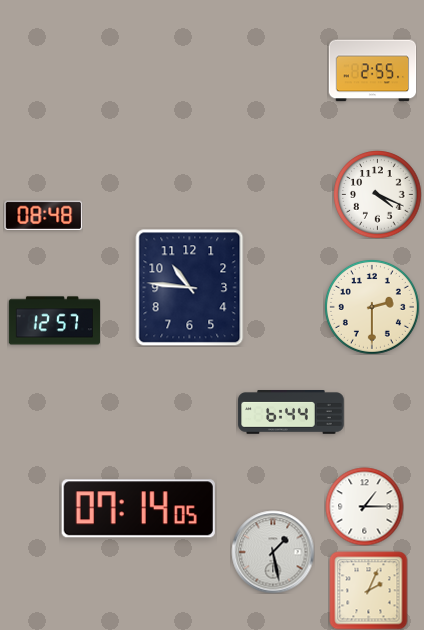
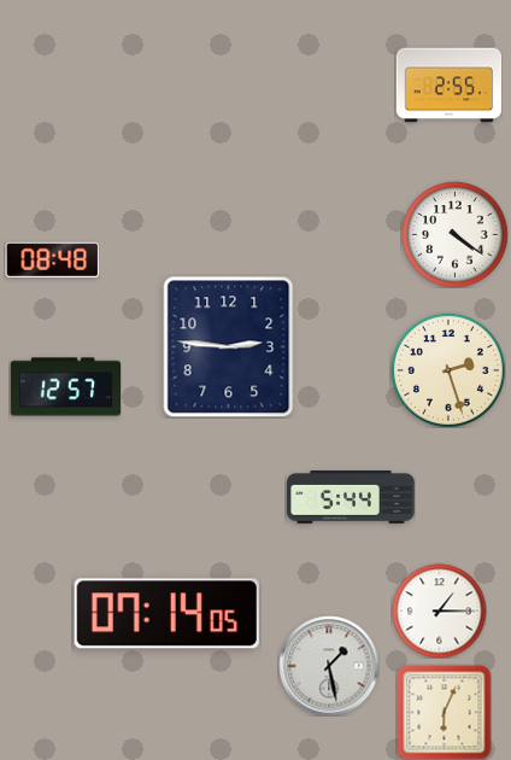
clock at (377, 194): 4:19 -> 4:21
clock at (190, 287): 10:46 -> 2:46
clock at (372, 307): 2:30 -> 2:27
clock at (291, 413): 6:44 -> 5:44
clock at (368, 590): 2:04 -> 6:04
